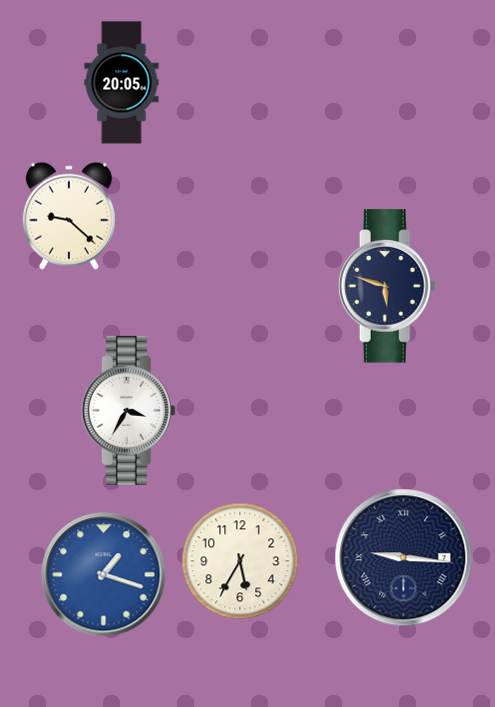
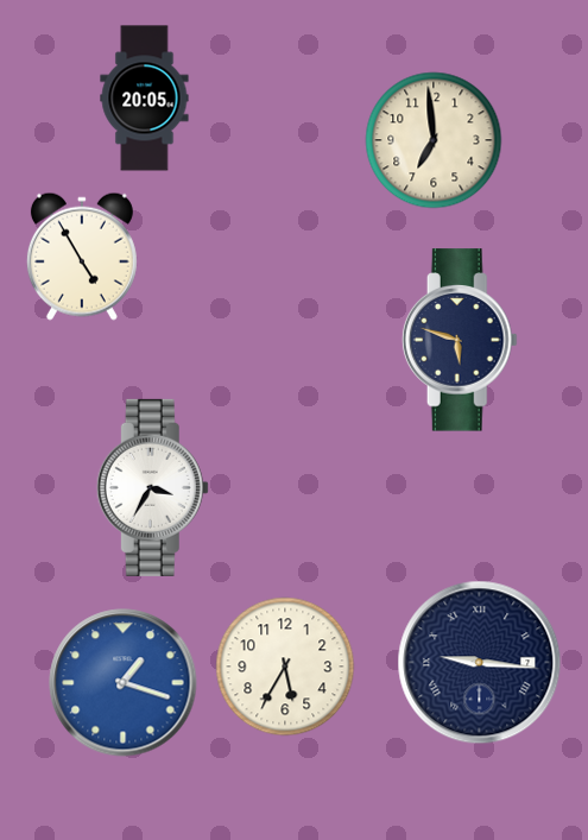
clock at (434, 140): none -> 6:59
clock at (69, 216): 9:22 -> 4:55
